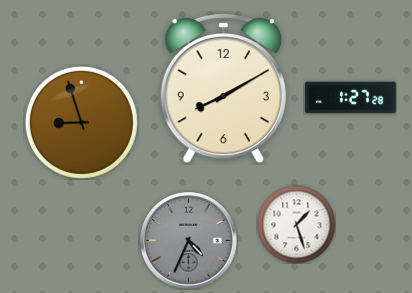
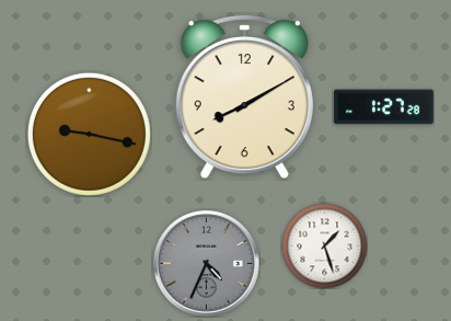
clock at (81, 122): 8:57 -> 9:17
